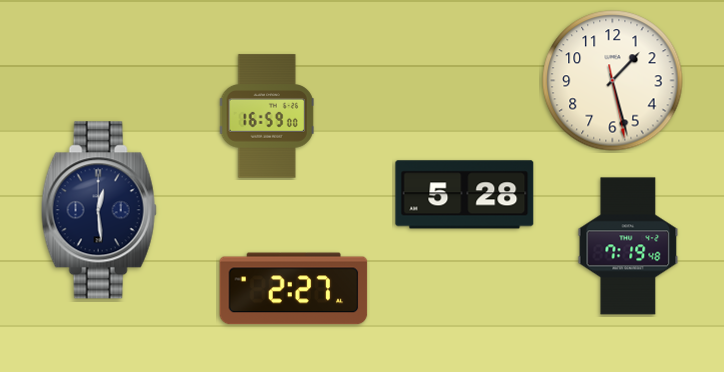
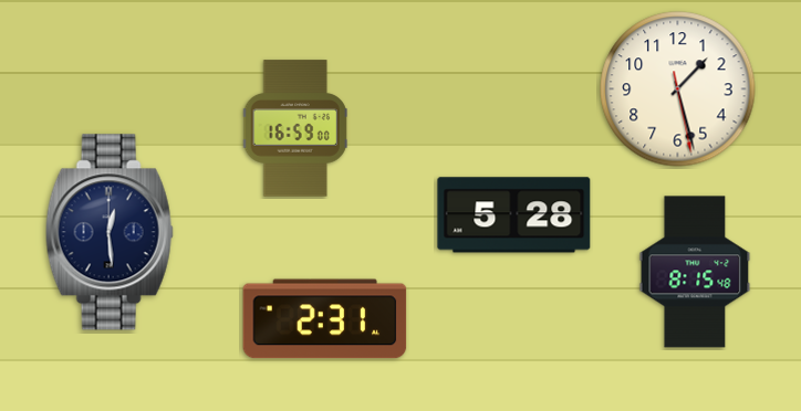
clock at (628, 246): 7:19 -> 8:15
clock at (294, 289): 2:27 -> 2:31
